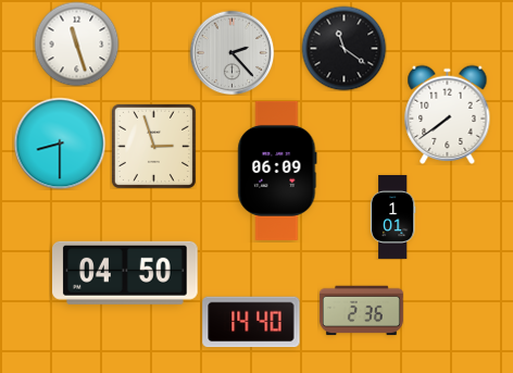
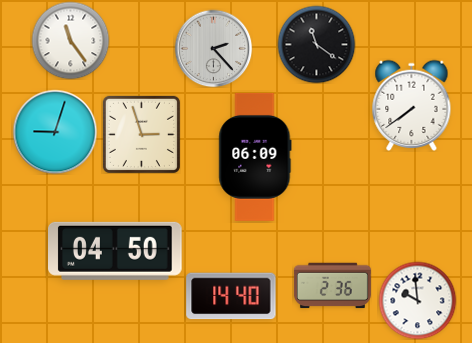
clock at (76, 43): 11:27 -> 11:24
clock at (60, 144): 8:30 -> 9:03
clock at (392, 216): 1:01 -> none
clock at (417, 300): none -> 9:59
